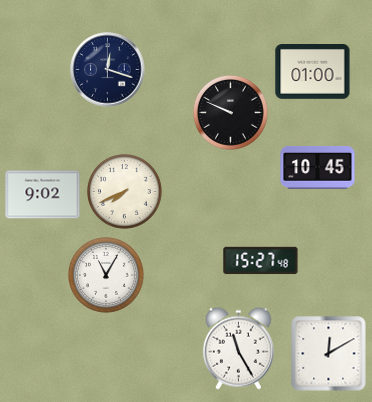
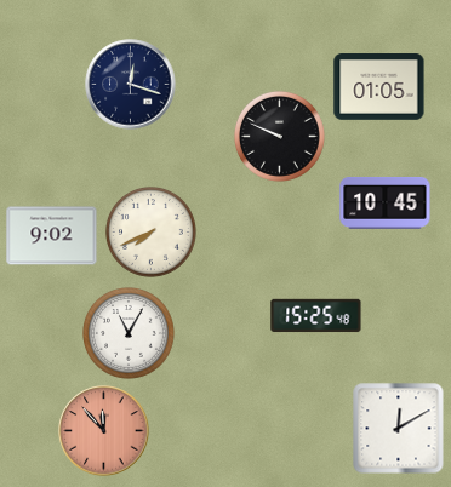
clock at (313, 72): 01:00 -> 01:05
clock at (261, 261): 15:27 -> 15:25
clock at (238, 348): 11:25 -> none
clock at (104, 431): none -> 11:53
